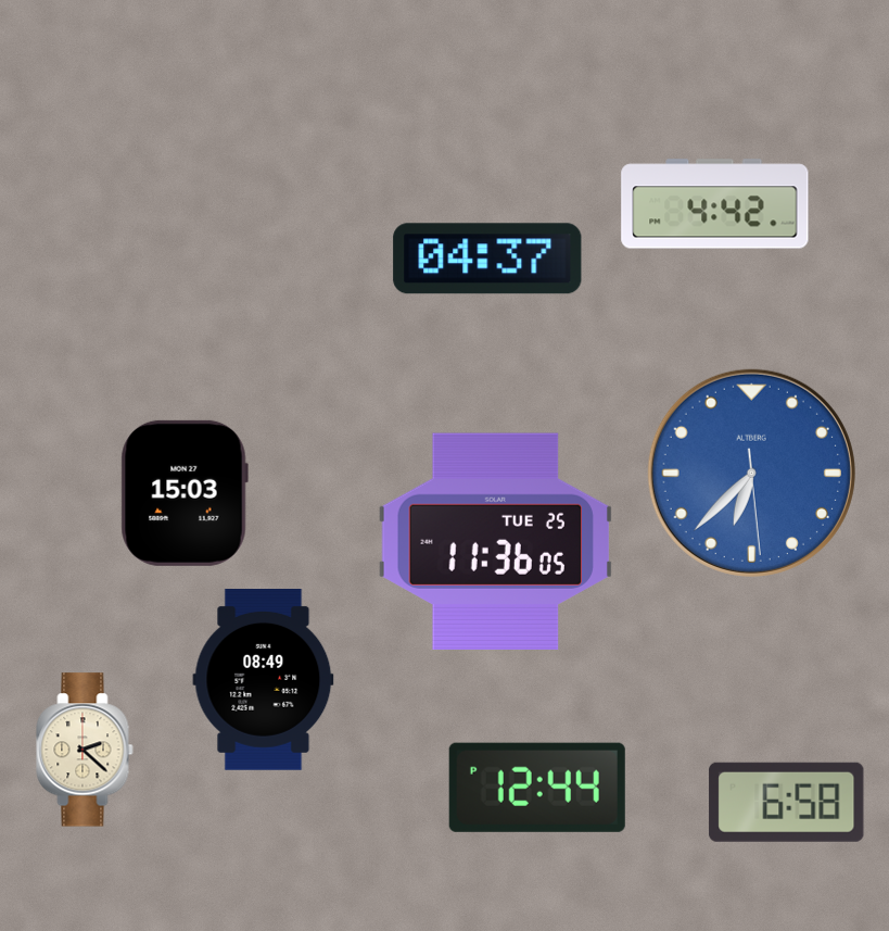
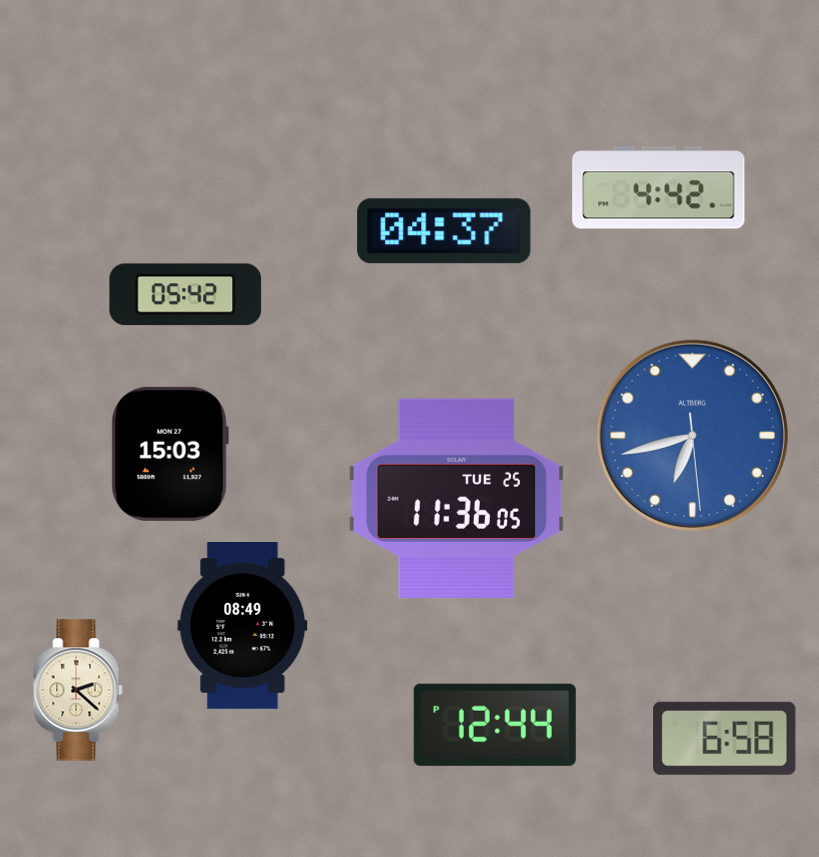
clock at (487, 259) position: (487, 259) -> (444, 231)
clock at (186, 295): none -> 05:42
clock at (751, 473): 6:37 -> 6:42
